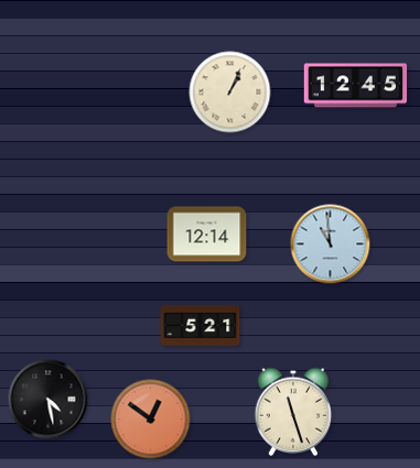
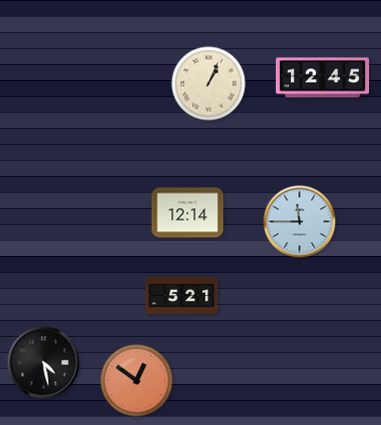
clock at (331, 244): 10:59 -> 11:45
clock at (293, 412): 11:27 -> none
